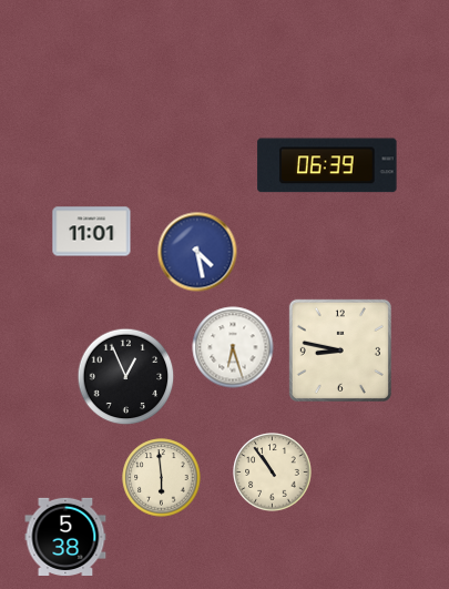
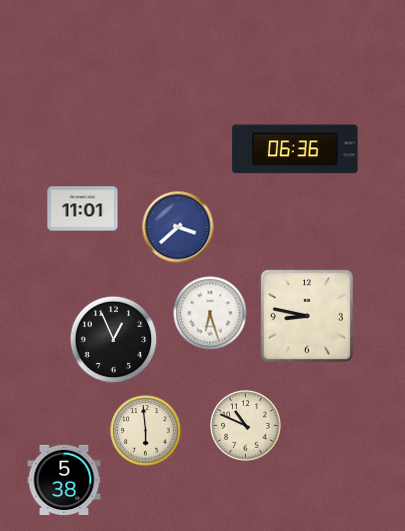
clock at (327, 165): 06:39 -> 06:36
clock at (197, 252): 4:28 -> 3:38
clock at (273, 473): 10:54 -> 10:49
clock at (65, 536) position: (65, 536) -> (64, 479)
